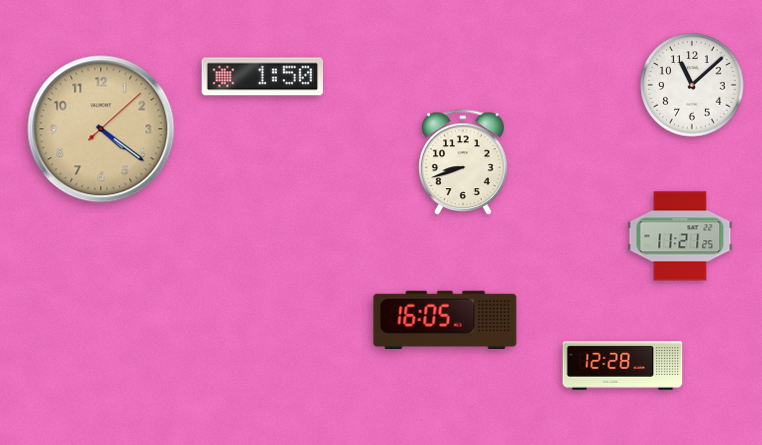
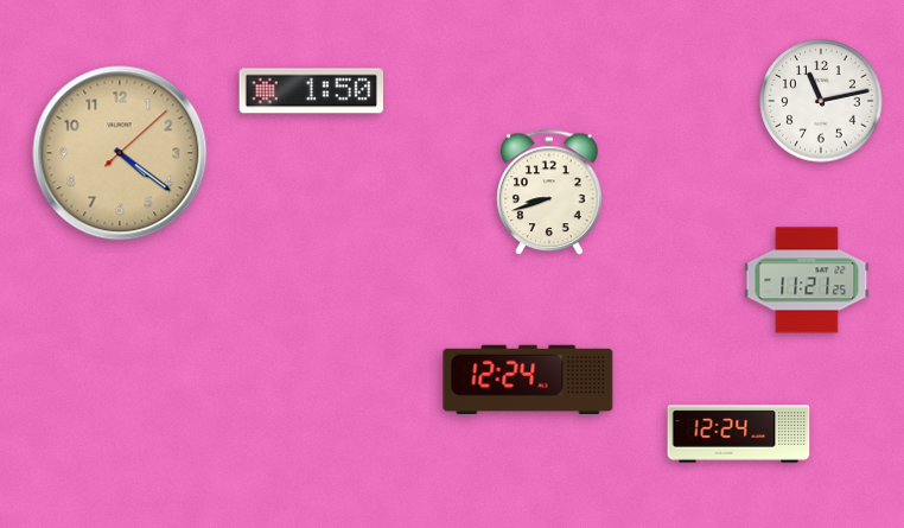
clock at (692, 85): 11:08 -> 11:13
clock at (445, 319): 16:05 -> 12:24
clock at (623, 366): 12:28 -> 12:24
